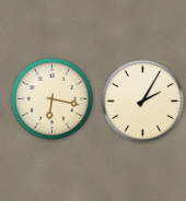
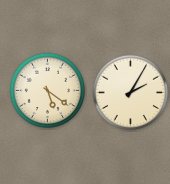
clock at (53, 99): 6:17 -> 5:21
